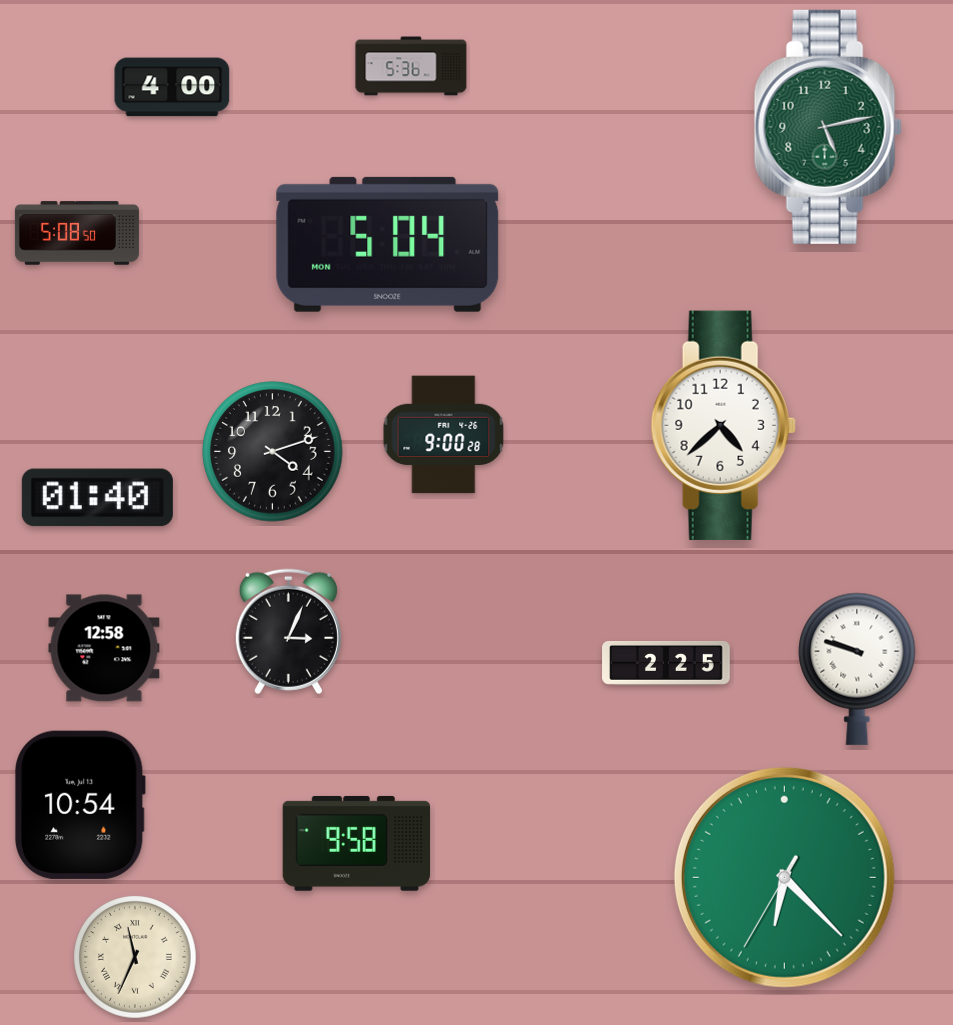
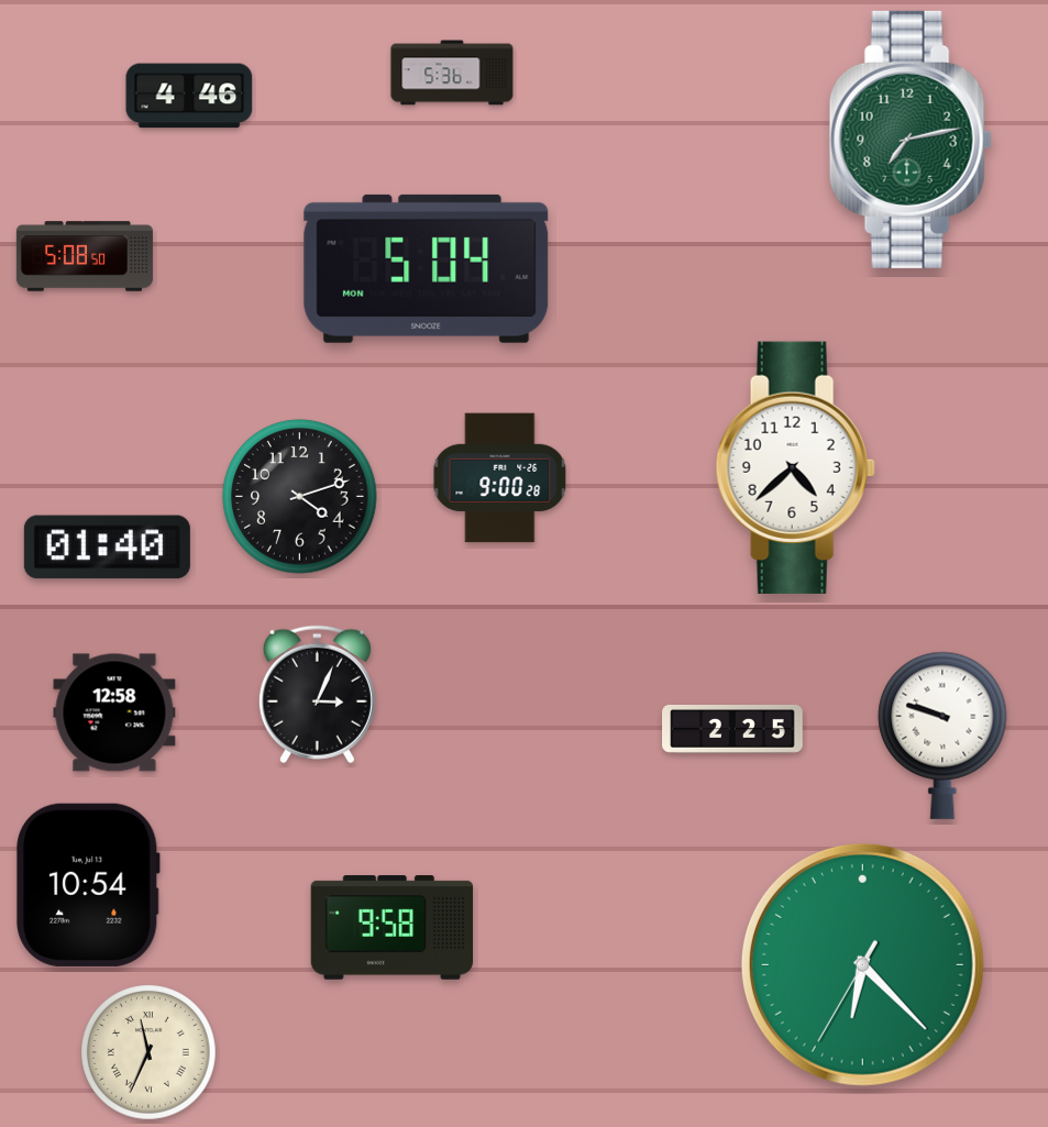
clock at (172, 87): 4:00 -> 4:46
clock at (828, 127): 5:13 -> 7:13
clock at (444, 435) position: (444, 435) -> (500, 478)
